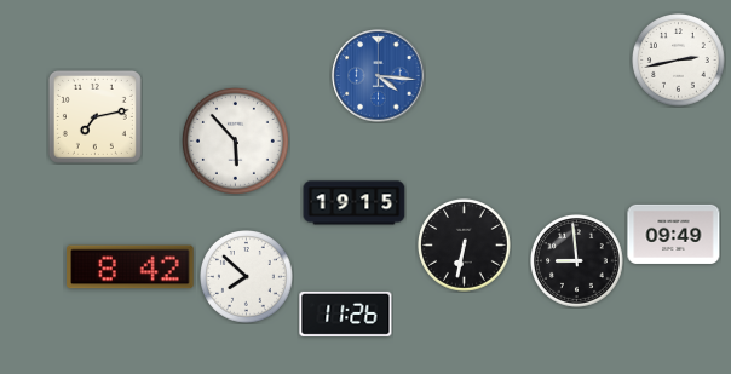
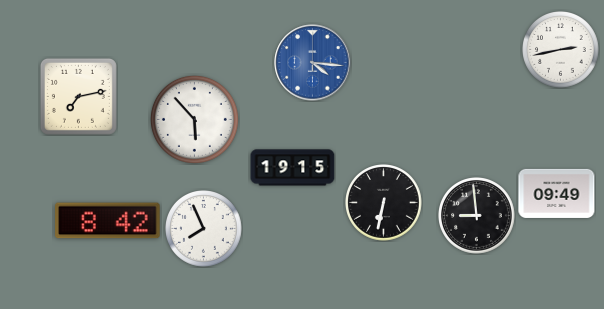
clock at (235, 140) position: (235, 140) -> (194, 119)
clock at (247, 277): 7:52 -> 7:56
clock at (346, 313): 11:26 -> none
